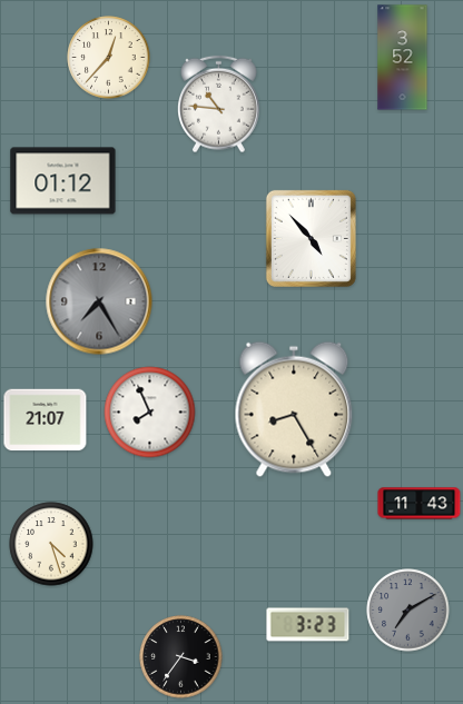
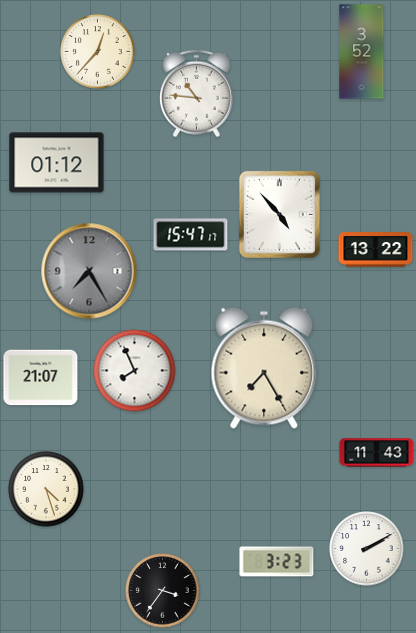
clock at (191, 235): none -> 15:47
clock at (376, 250): none -> 13:22
clock at (294, 409): 8:25 -> 7:25
clock at (408, 611): 7:10 -> 2:10
clock at (408, 611) dial: grey -> white
